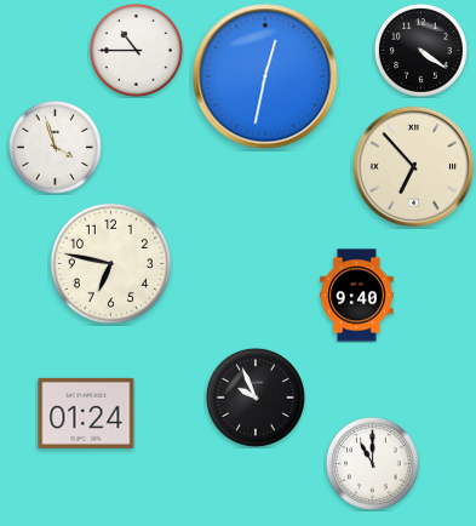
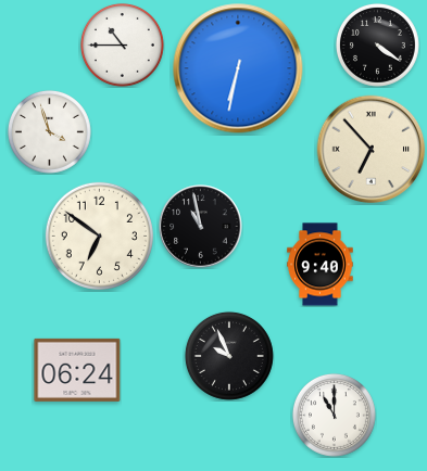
clock at (265, 76): 12:32 -> 6:32
clock at (201, 227): none -> 10:58
clock at (110, 263): 6:47 -> 6:51
clock at (86, 413): 01:24 -> 06:24
